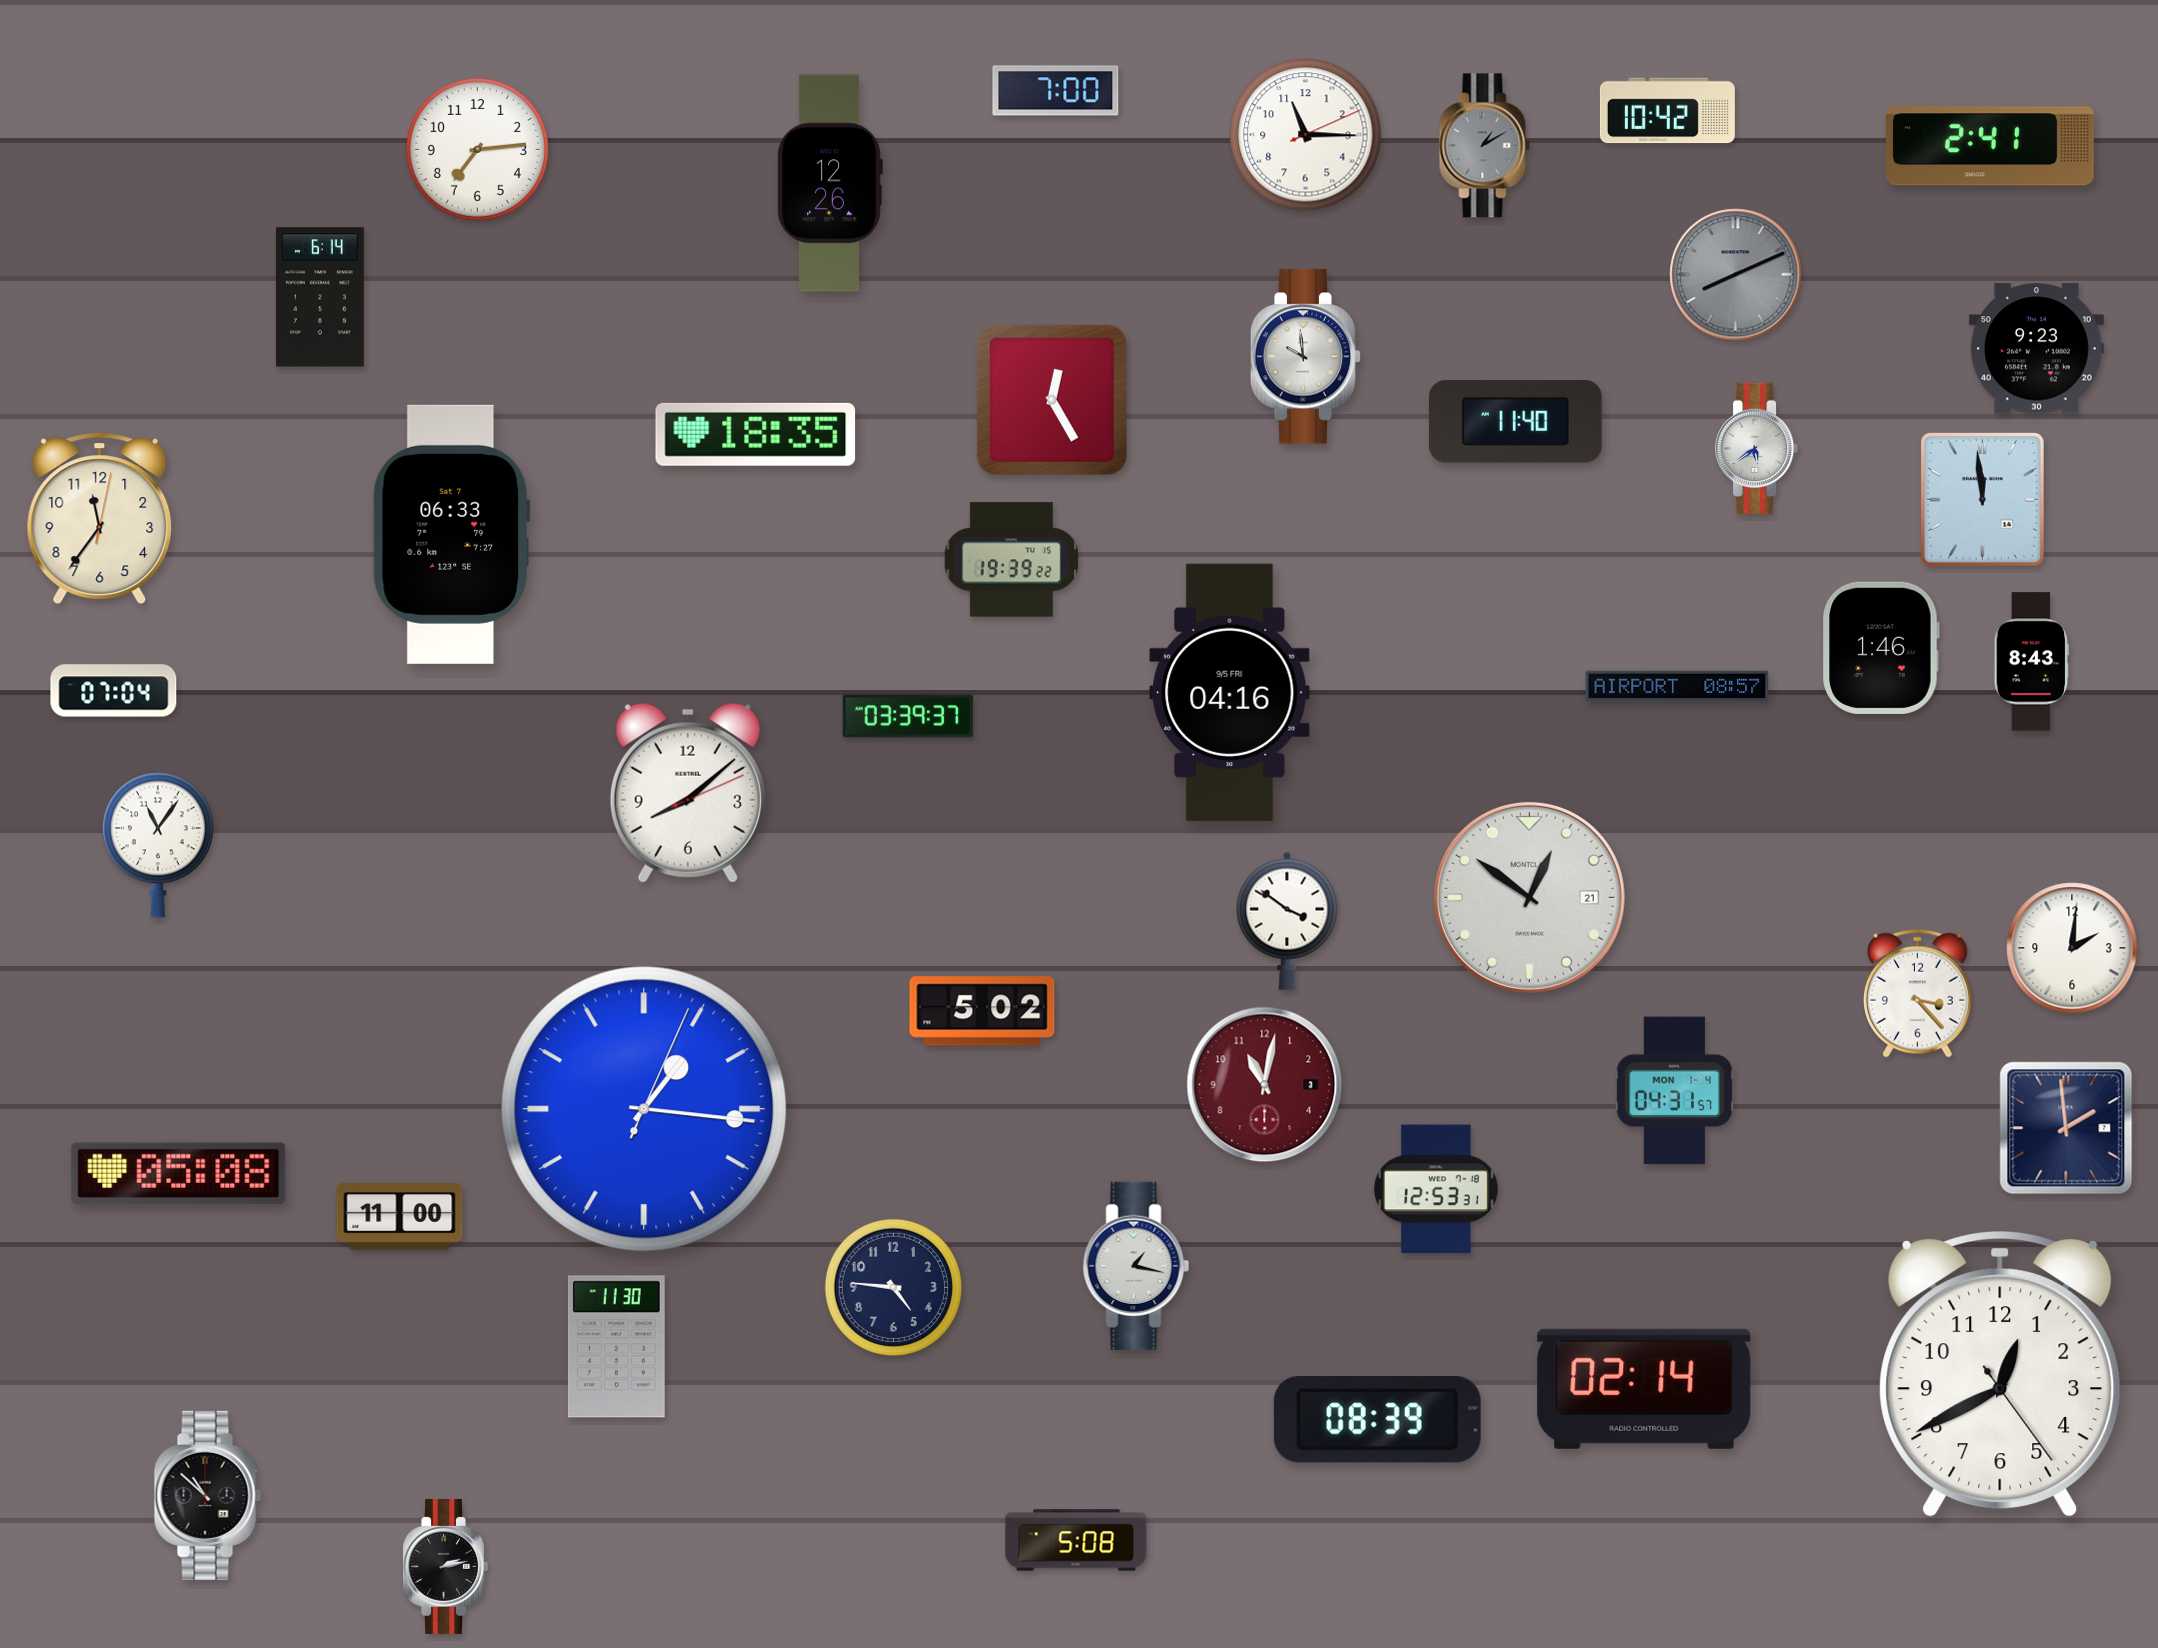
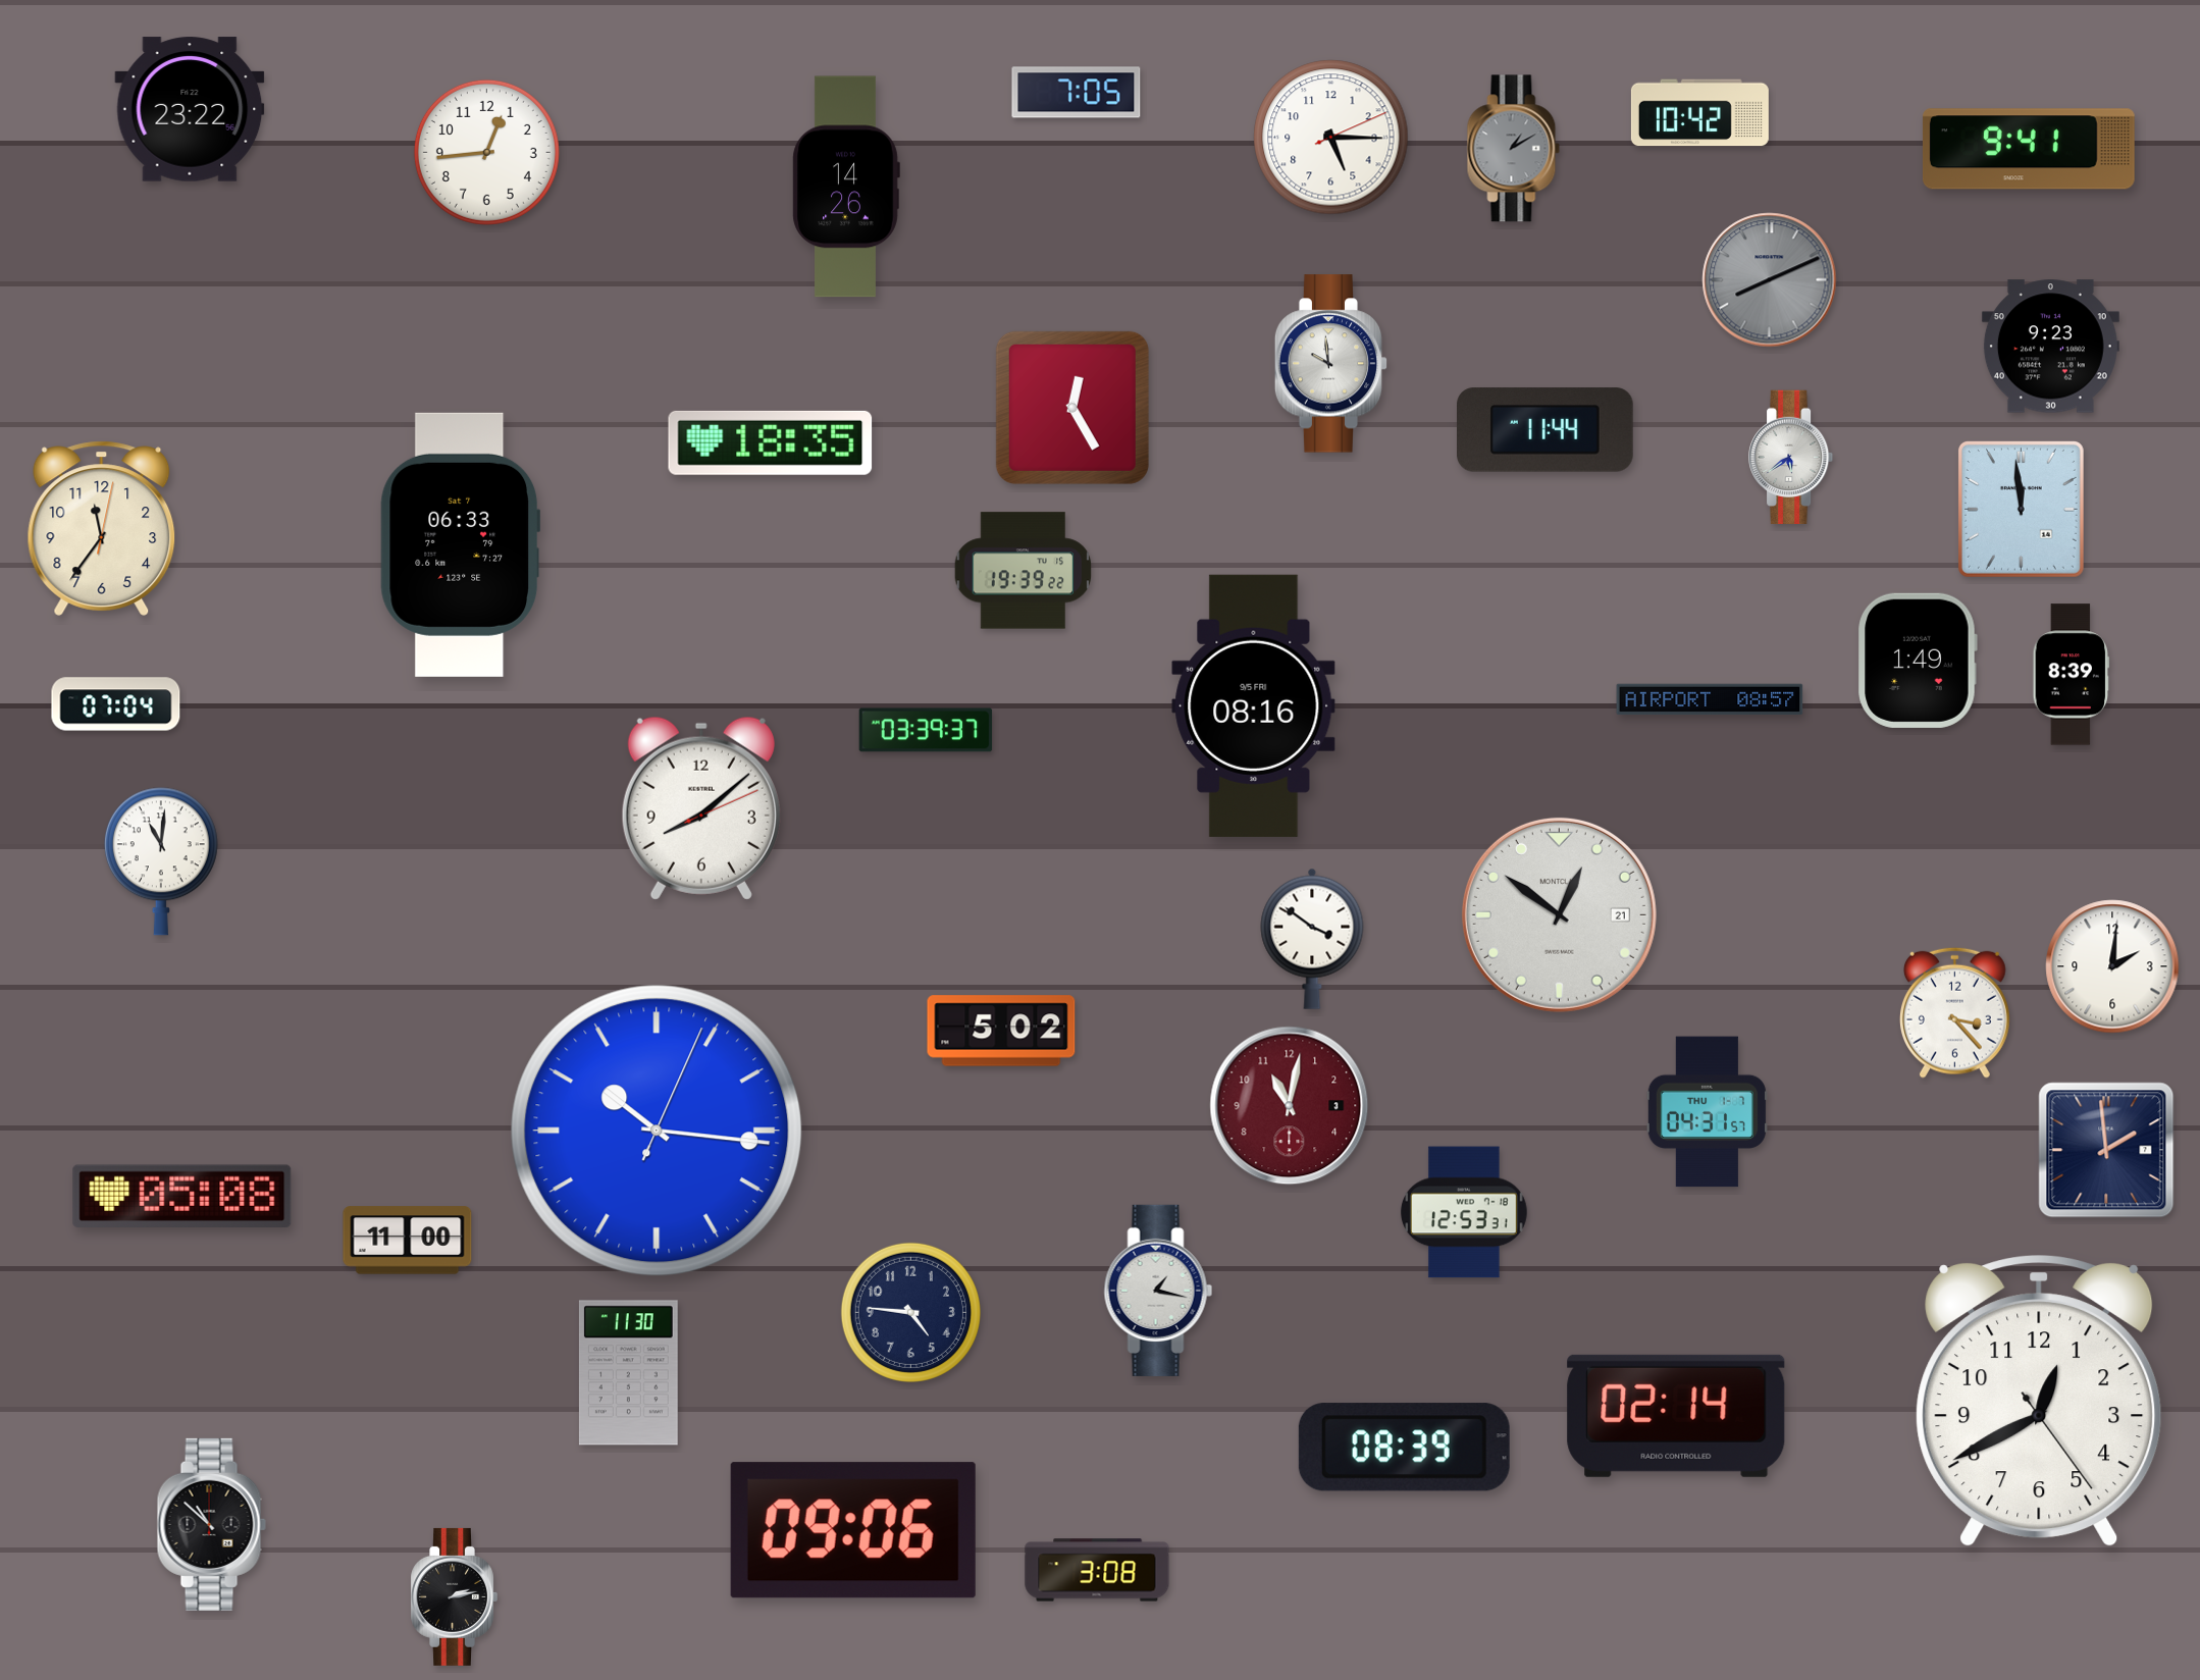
clock at (1056, 91): 7:00 -> 7:05
clock at (190, 109): none -> 23:22
clock at (1306, 135): 11:15 -> 5:15
clock at (1990, 146): 2:41 -> 9:41
clock at (477, 149): 7:14 -> 12:44
clock at (830, 183): 12:26 -> 14:26
clock at (320, 297): 6:14 -> none
clock at (2036, 349) position: (2036, 349) -> (2050, 347)
clock at (1516, 422): 11:40 -> 11:44
clock at (1012, 560) position: (1012, 560) -> (1024, 571)
clock at (1881, 648): 1:46 -> 1:49
clock at (2032, 662): 8:43 -> 8:39
clock at (1230, 692): 04:16 -> 08:16
clock at (158, 845): 11:06 -> 11:01
clock at (1674, 1091) date: MON 1-4 -> THU 1-7
clock at (644, 1109): 1:16 -> 10:16
clock at (853, 1530): none -> 09:06
clock at (1076, 1540): 5:08 -> 3:08
